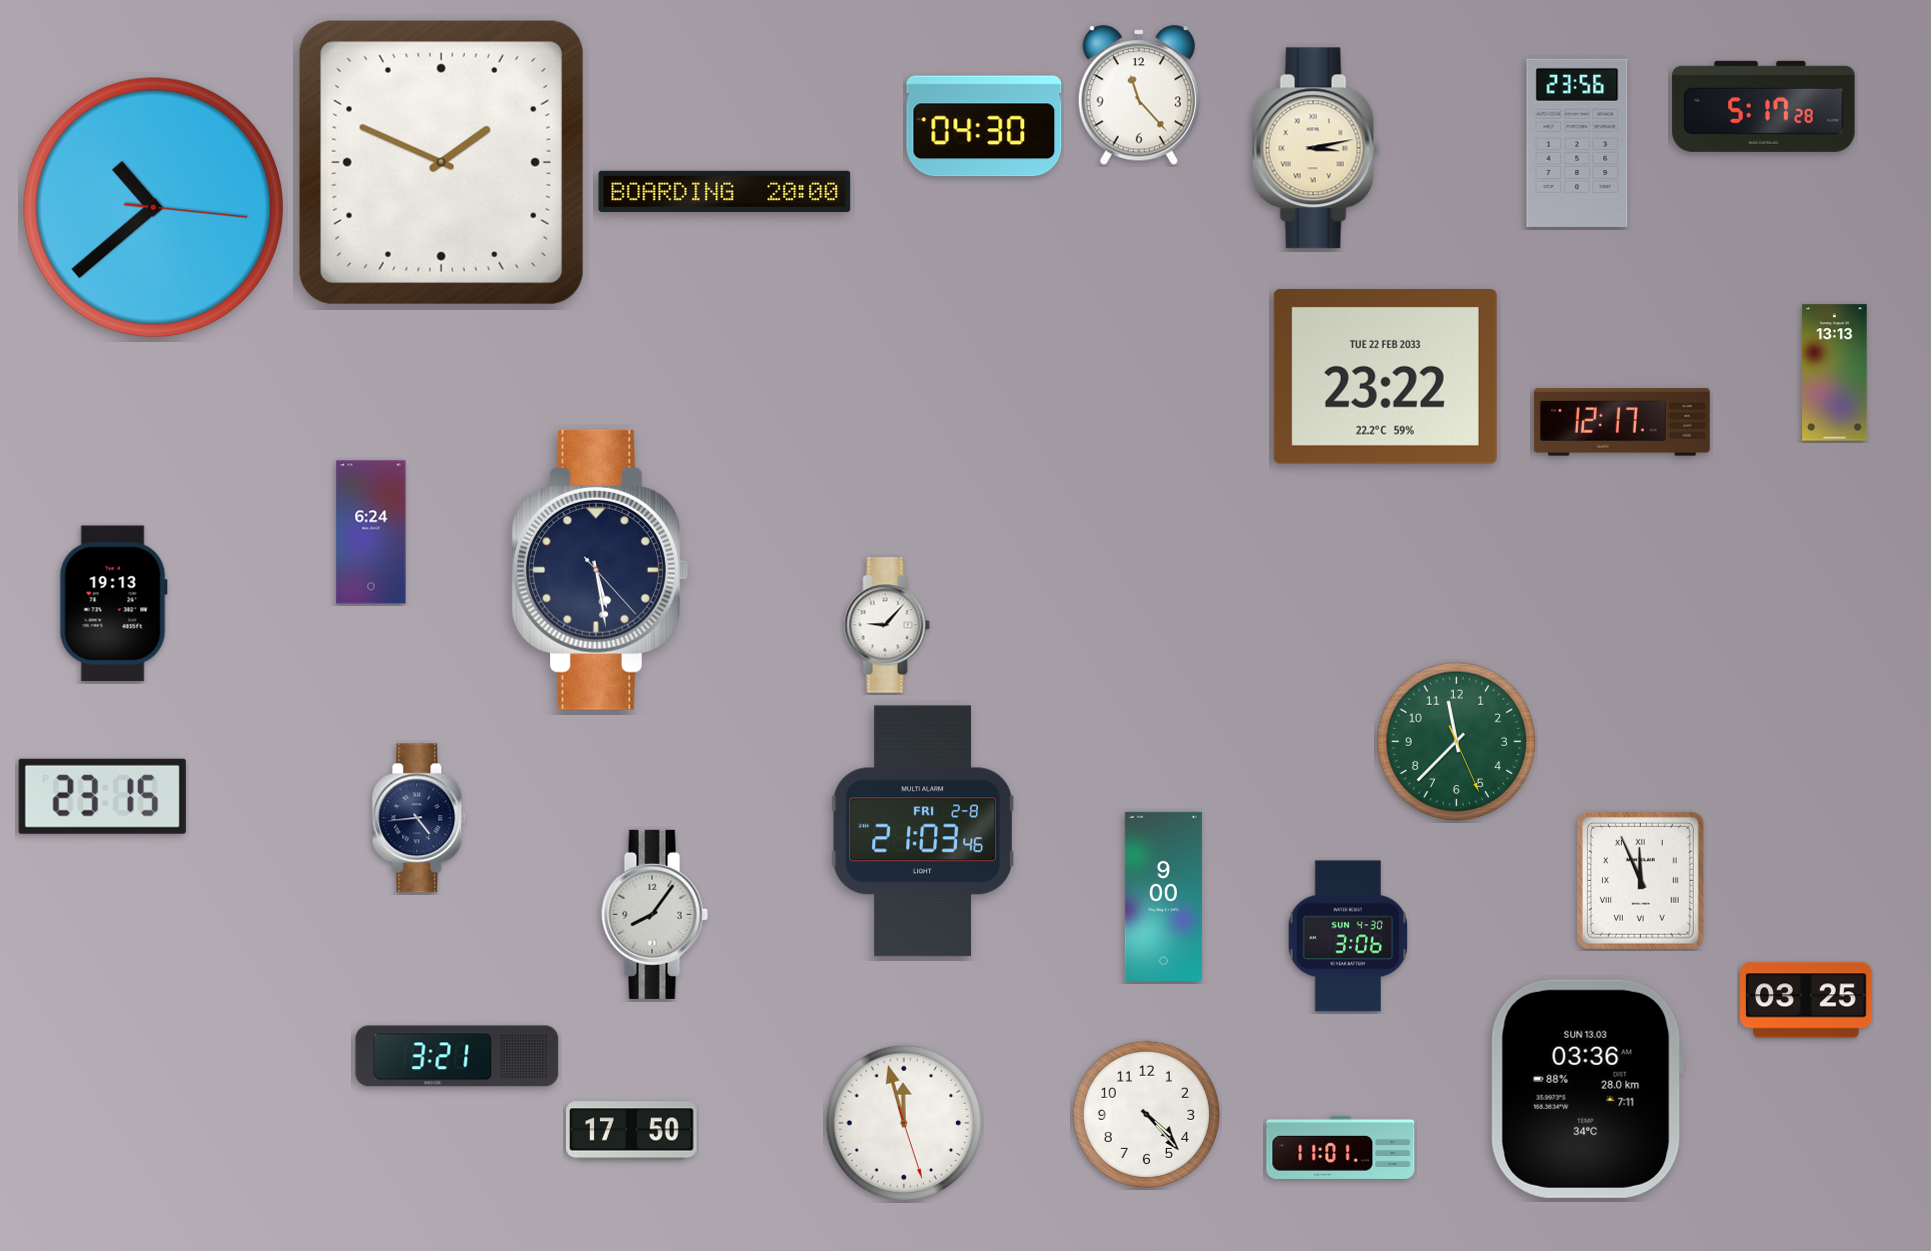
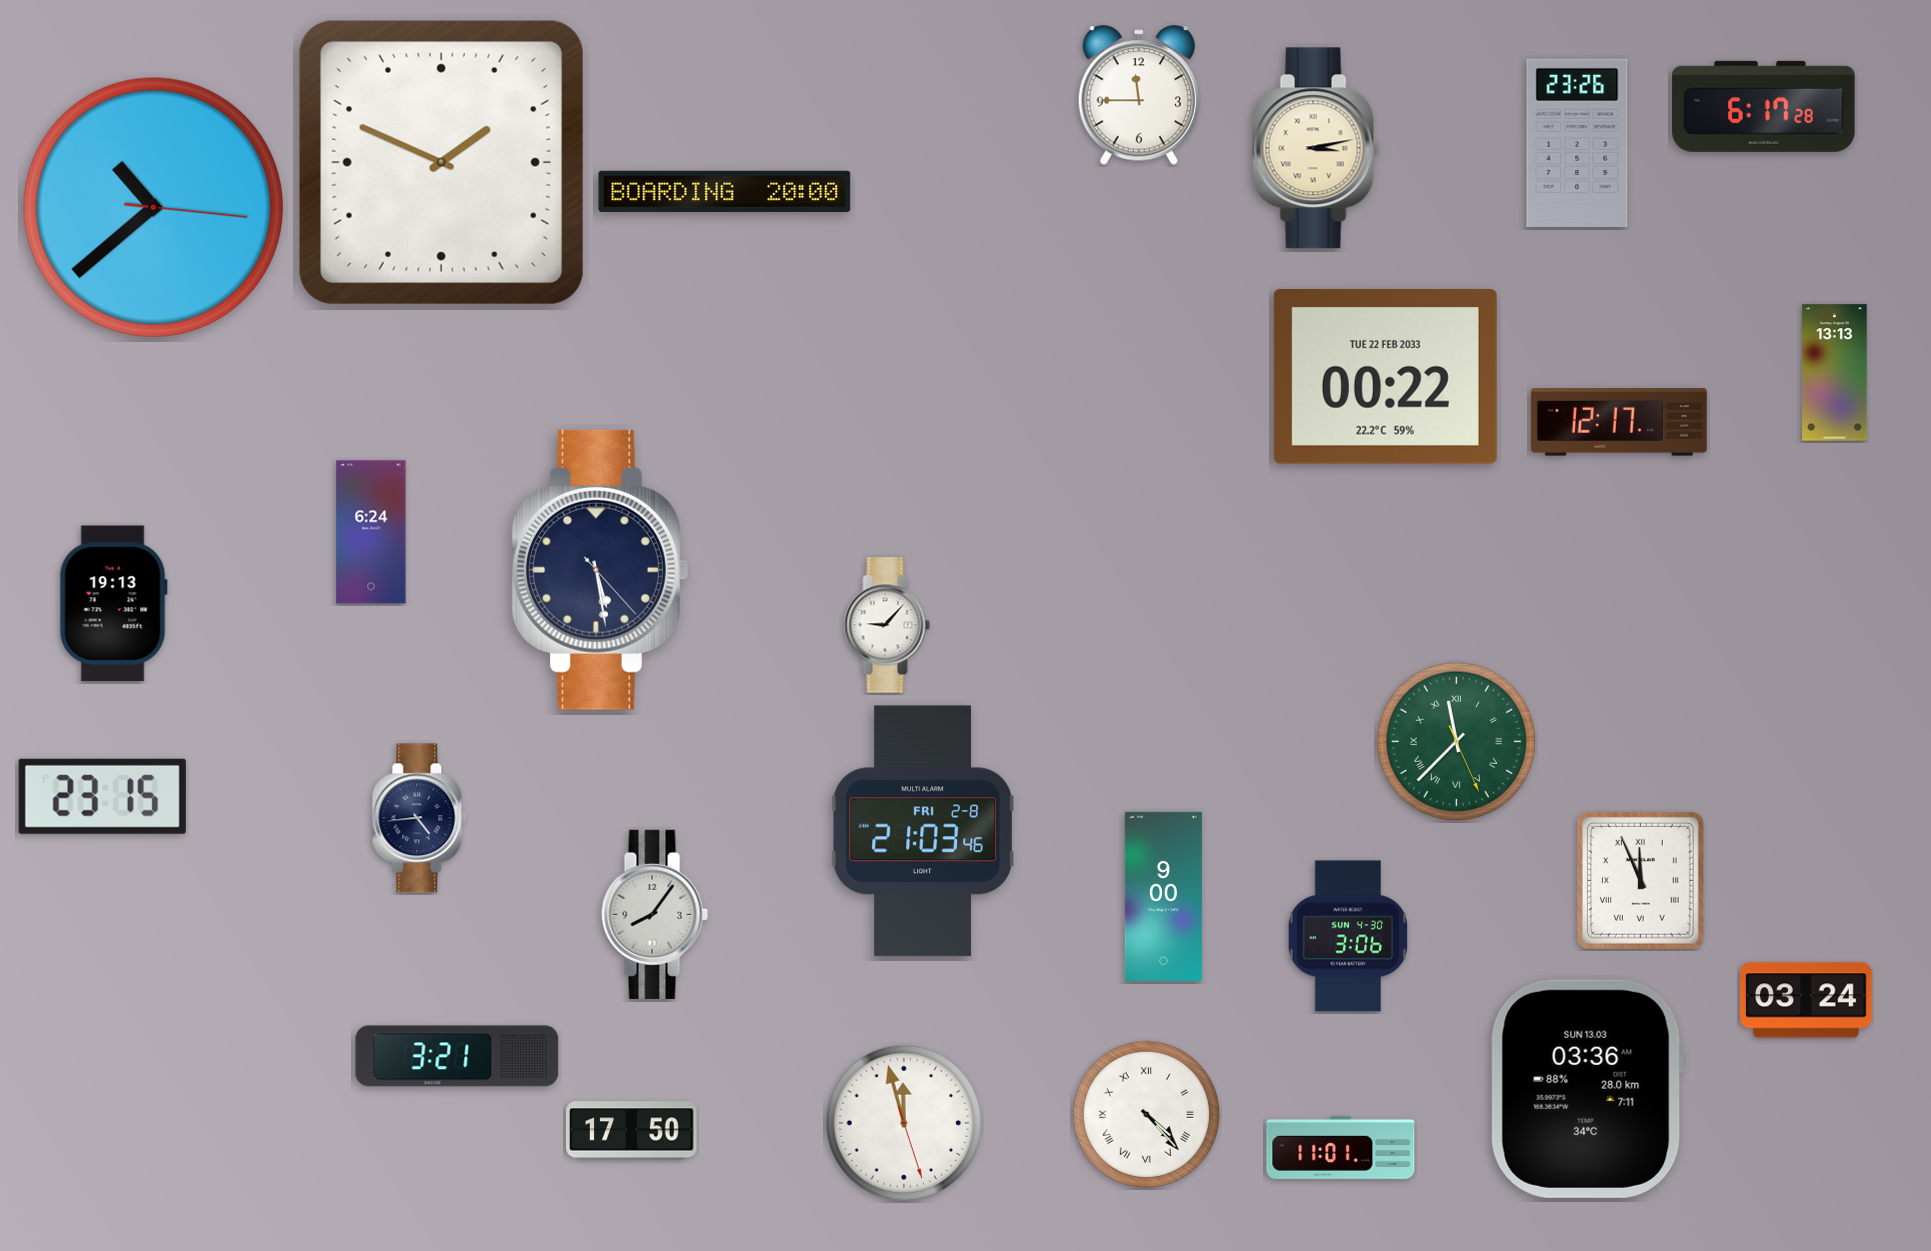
clock at (1139, 96): 11:23 -> 11:45
clock at (1764, 106): 5:17 -> 6:17
clock at (984, 126): 04:30 -> none
clock at (1577, 143): 23:56 -> 23:26
clock at (1385, 376): 23:22 -> 00:22
clock at (1622, 422) position: (1622, 422) -> (1619, 422)
clock at (1457, 742) numerals: Arabic -> Roman
clock at (1806, 1000): 03:25 -> 03:24
clock at (1146, 1114) numerals: Arabic -> Roman
